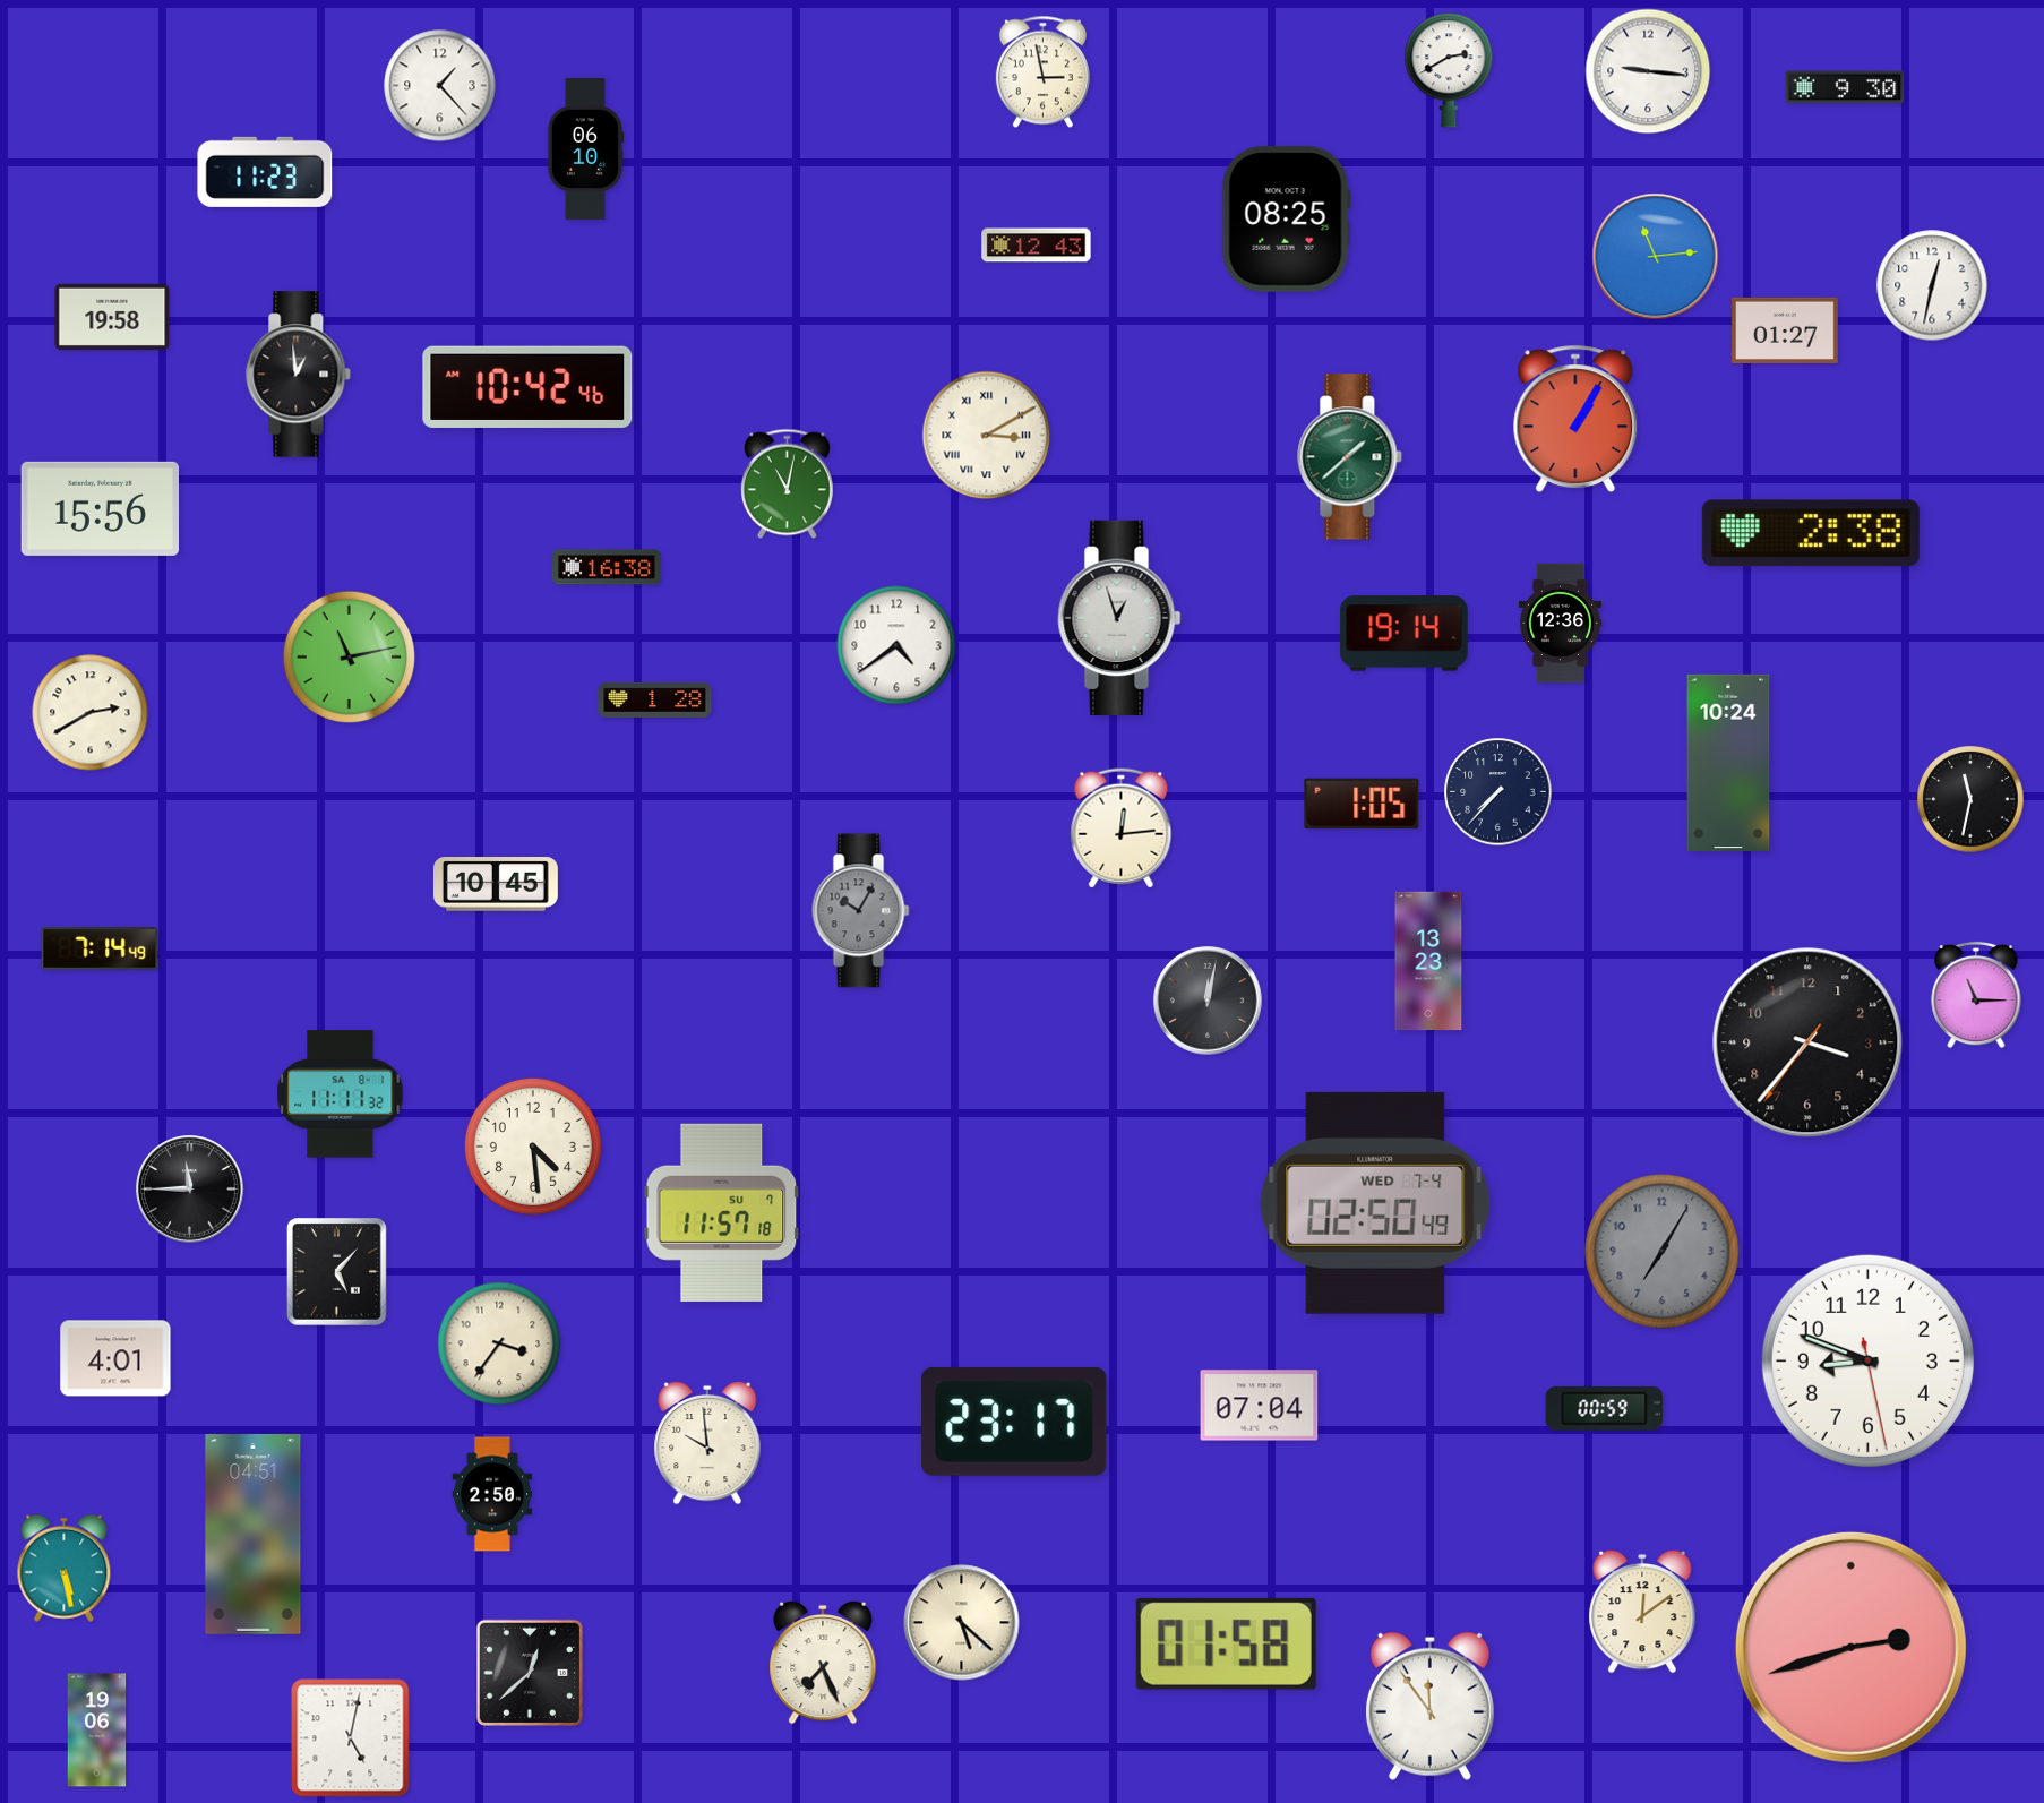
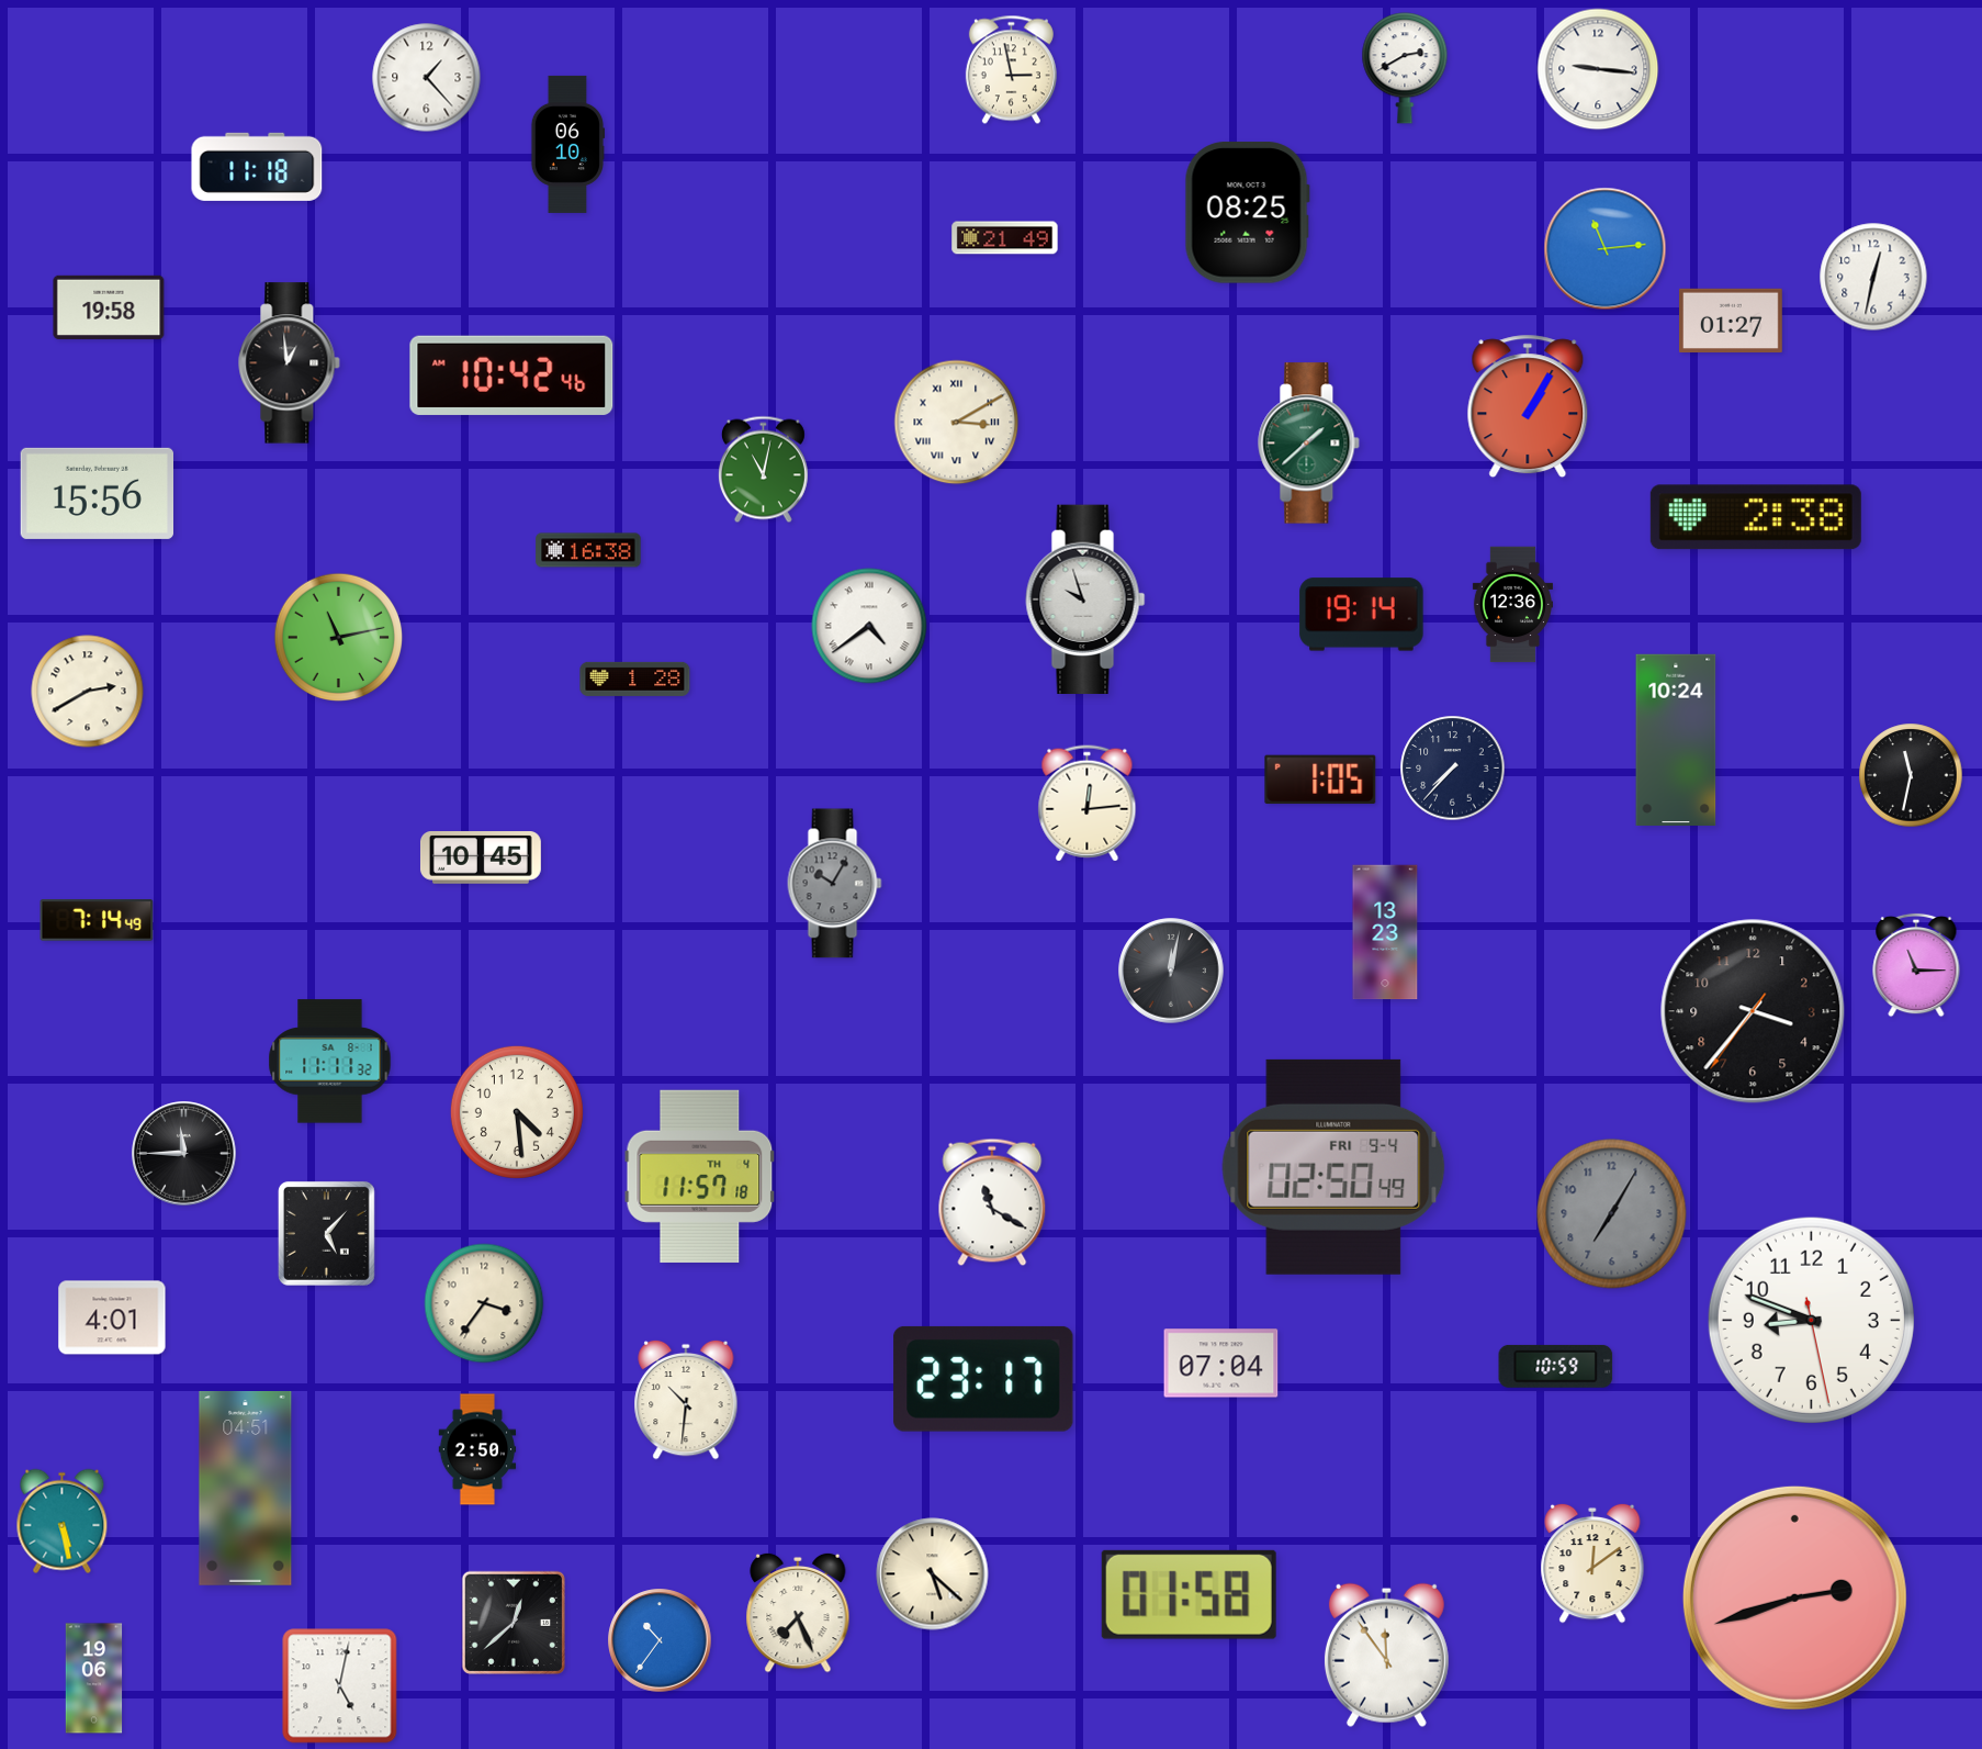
clock at (440, 86) position: (440, 86) -> (427, 78)
clock at (1845, 87): 9:30 -> none
clock at (265, 172): 11:23 -> 11:18
clock at (1037, 246): 12:43 -> 21:49
clock at (1119, 617): 12:57 -> 9:57
clock at (896, 645) numerals: Arabic -> Roman
clock at (1375, 1203) date: WED 7-4 -> FRI 9-4
clock at (722, 1212) date: SU 7 -> TH 4
clock at (992, 1202): none -> 11:20
clock at (1605, 1408): 00:59 -> 10:59
clock at (707, 1443): 9:59 -> 10:31
clock at (660, 1640): none -> 10:36
